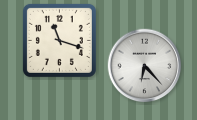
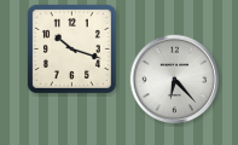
clock at (59, 40): 11:18 -> 10:18
